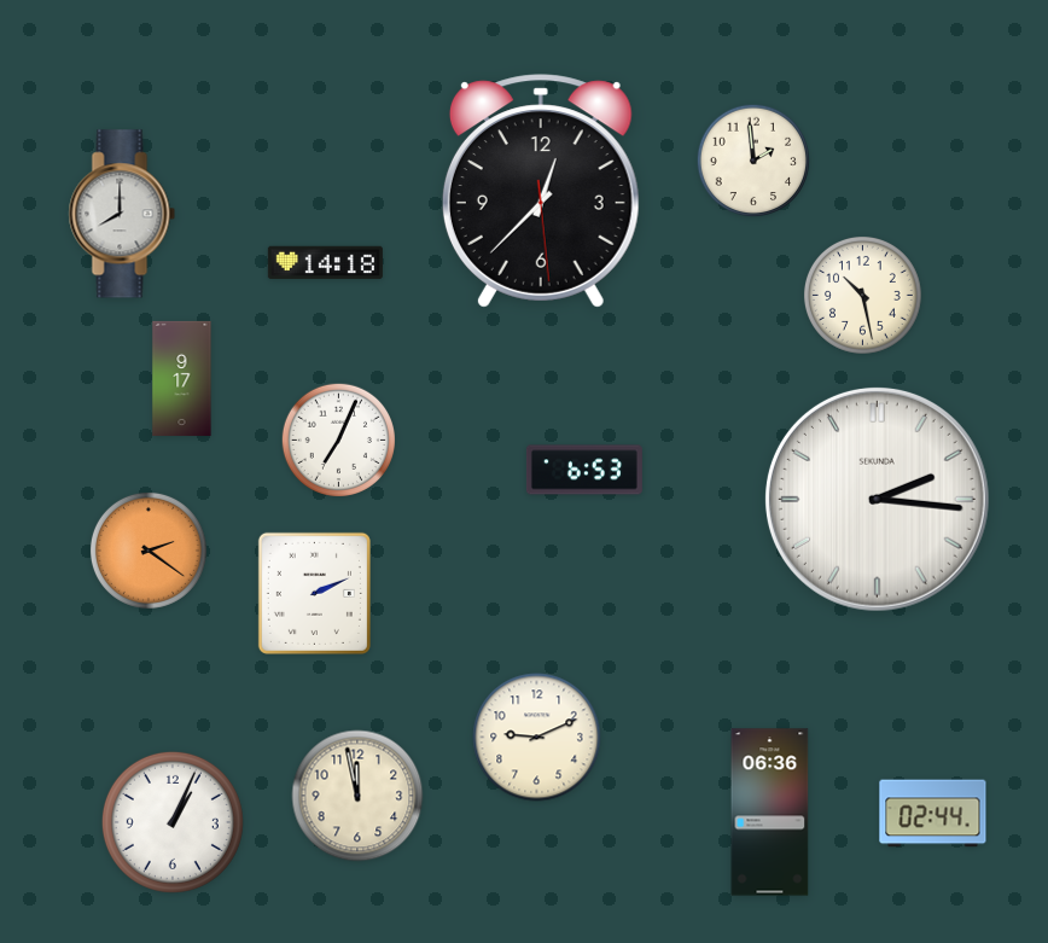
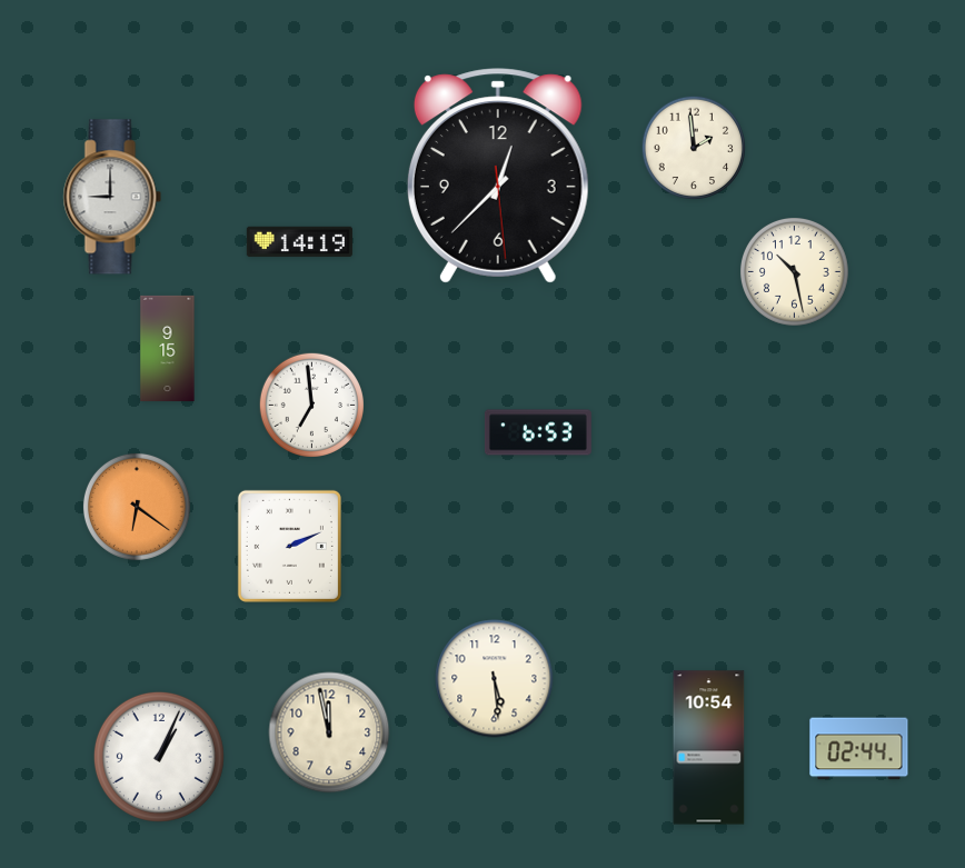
clock at (122, 214): 8:00 -> 9:00
clock at (325, 263): 14:18 -> 14:19
clock at (182, 378): 9:17 -> 9:15
clock at (338, 440): 7:04 -> 6:59
clock at (877, 499): 2:16 -> none
clock at (149, 551): 2:21 -> 6:21
clock at (537, 738): 9:11 -> 5:29
clock at (770, 813): 06:36 -> 10:54
